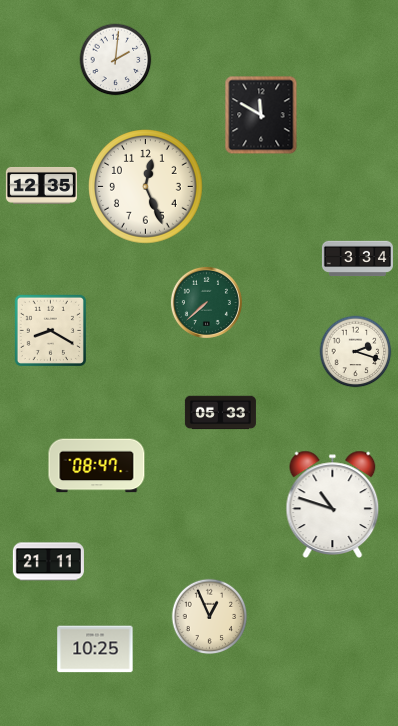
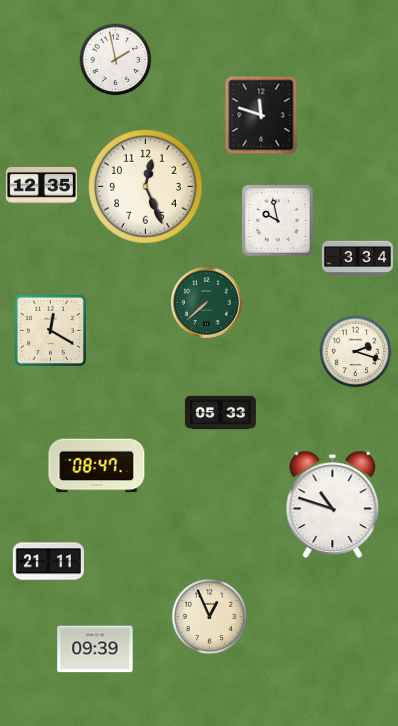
clock at (116, 60): 2:01 -> 1:58
clock at (261, 115): 11:50 -> 11:48
clock at (278, 221): none -> 9:58
clock at (50, 330): 8:20 -> 12:20
clock at (95, 649): 10:25 -> 09:39
